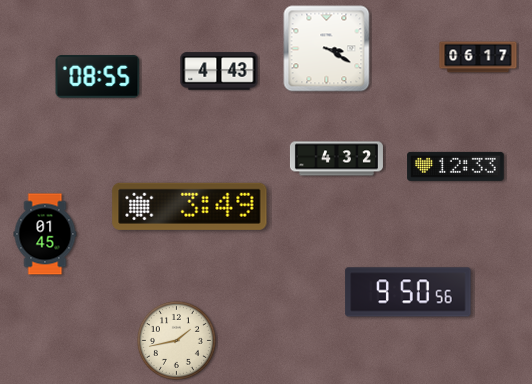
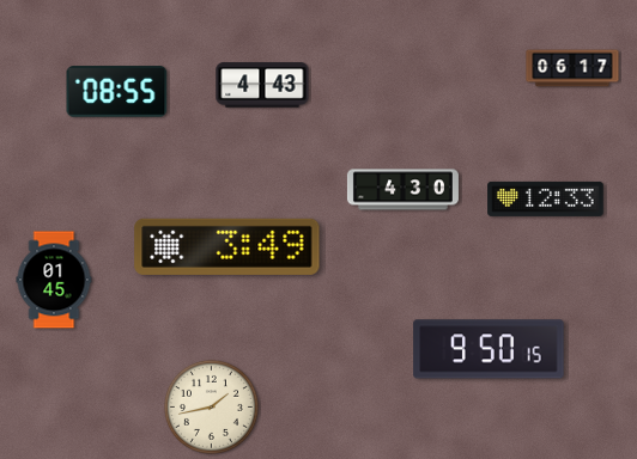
clock at (327, 49): 3:20 -> none
clock at (336, 159): 4:32 -> 4:30
clock at (408, 292): 9:50:56 -> 9:50:15
